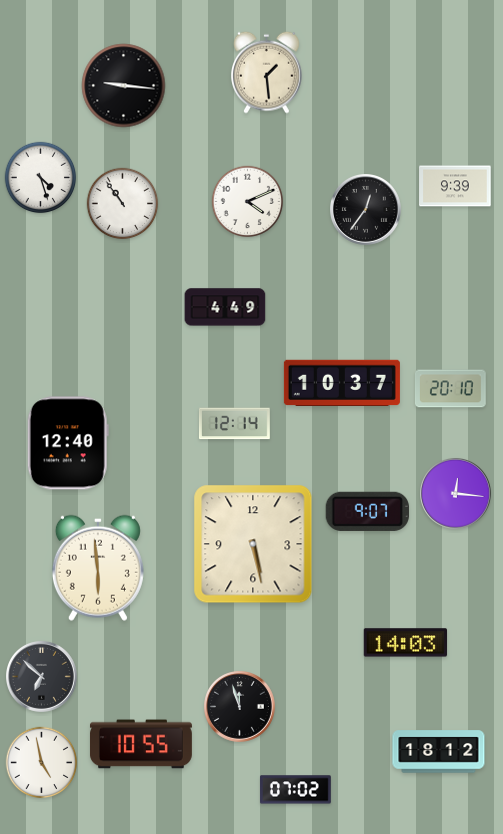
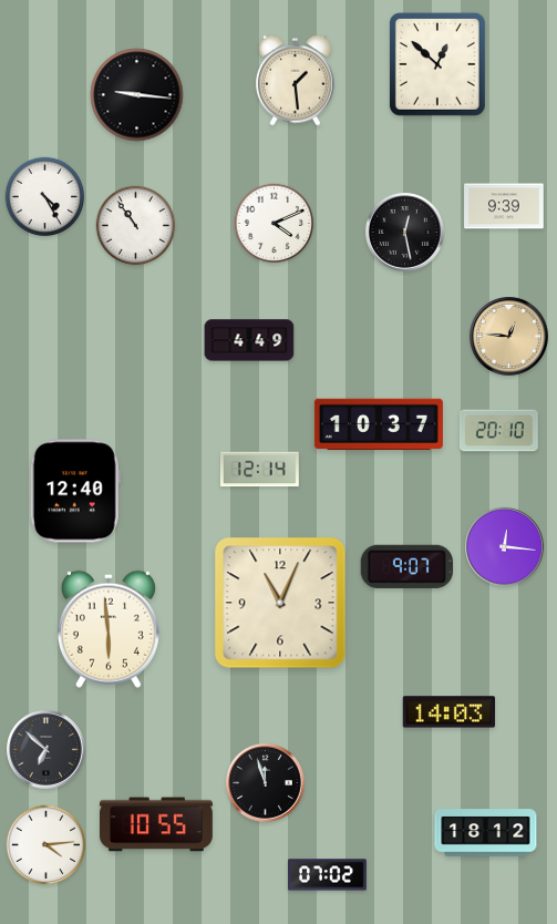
clock at (437, 64): none -> 12:52
clock at (41, 178): 4:27 -> 4:25
clock at (366, 210): 12:36 -> 12:28
clock at (509, 337): none -> 12:46
clock at (253, 544): 5:28 -> 11:04
clock at (42, 763): 4:58 -> 4:14
